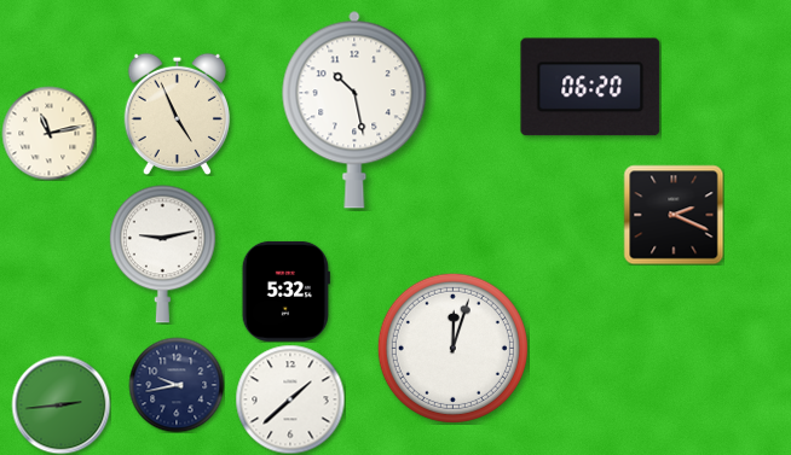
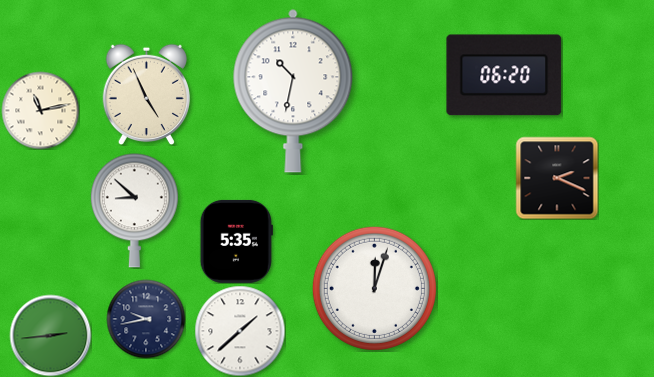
clock at (590, 87) position: (590, 87) -> (504, 75)
clock at (354, 110): 10:28 -> 10:32
clock at (162, 255): 9:13 -> 8:52
clock at (285, 291): 5:32 -> 5:35
